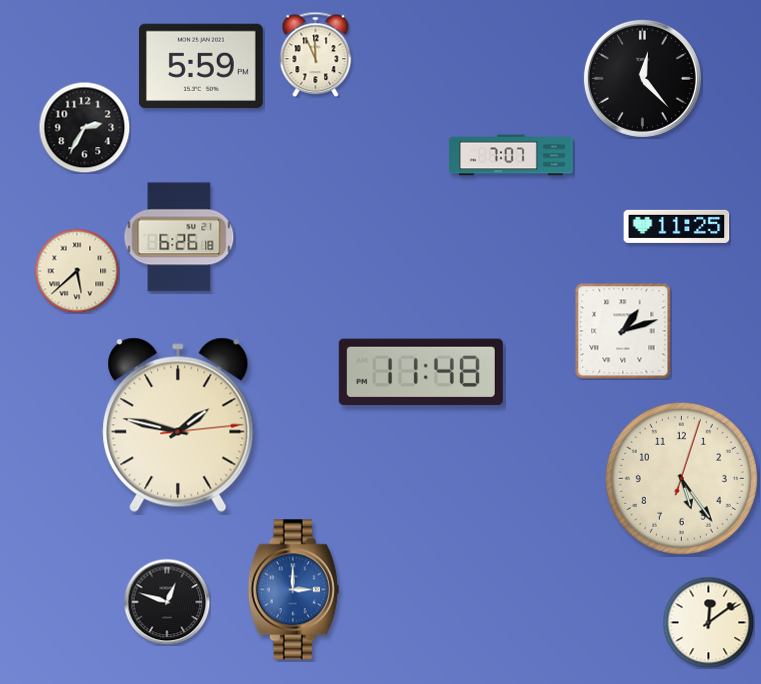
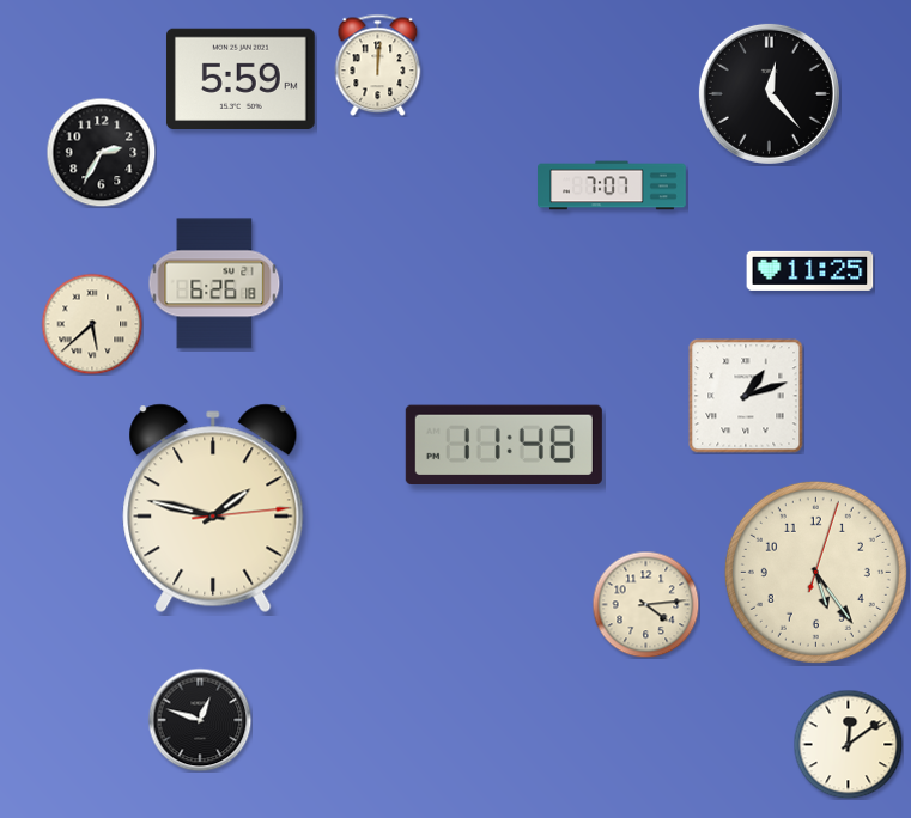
clock at (316, 54): 11:56 -> 12:01
clock at (645, 604): none -> 4:14
clock at (293, 590): 3:00 -> none
